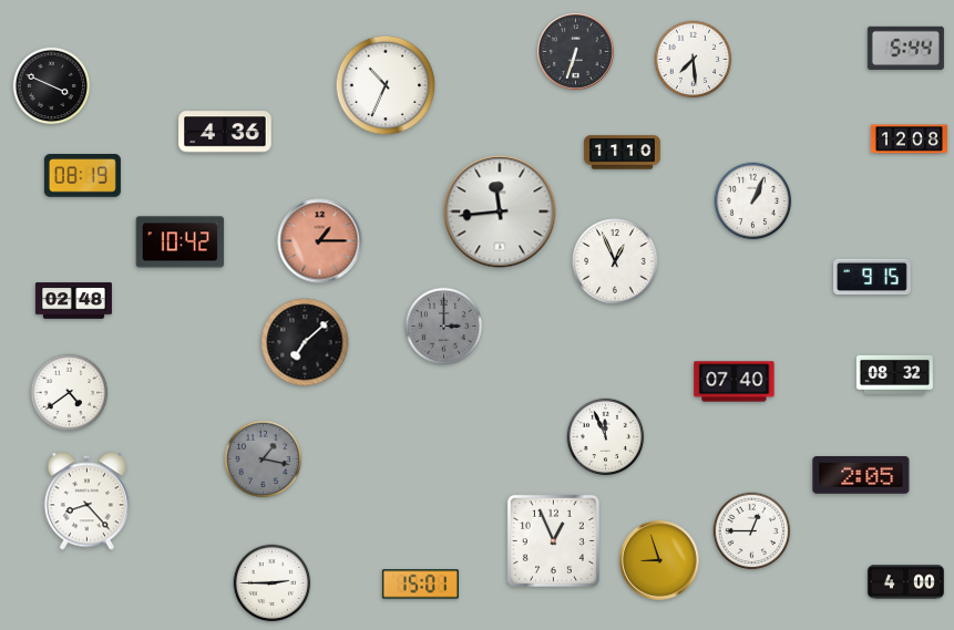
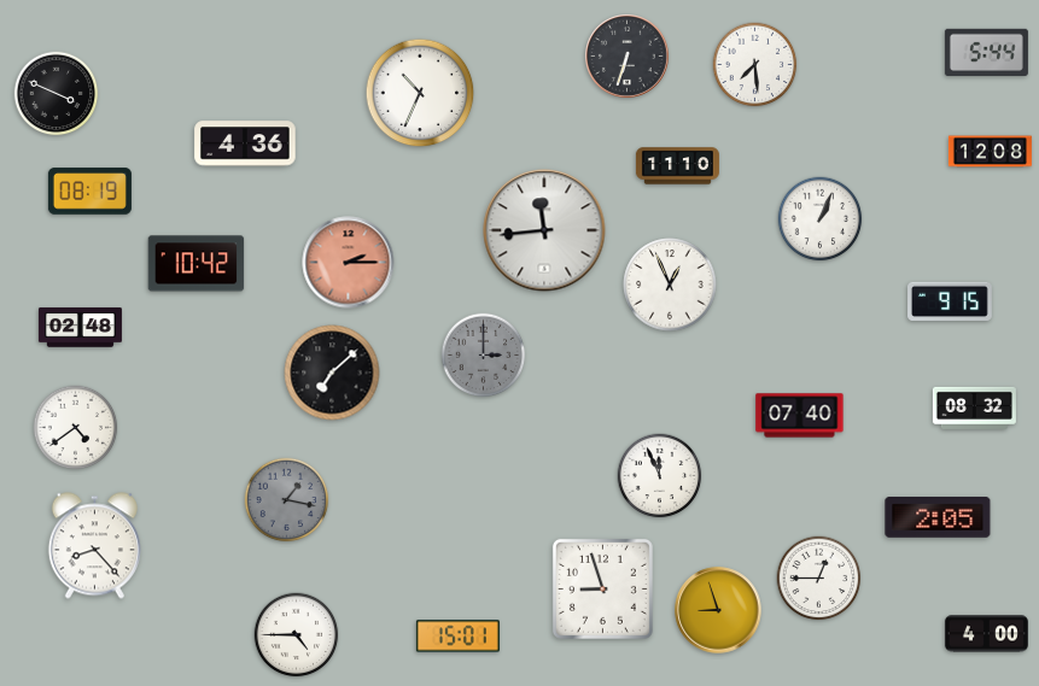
clock at (320, 241): 1:15 -> 2:15
clock at (553, 540): 12:56 -> 8:57
clock at (273, 583): 2:45 -> 4:45
